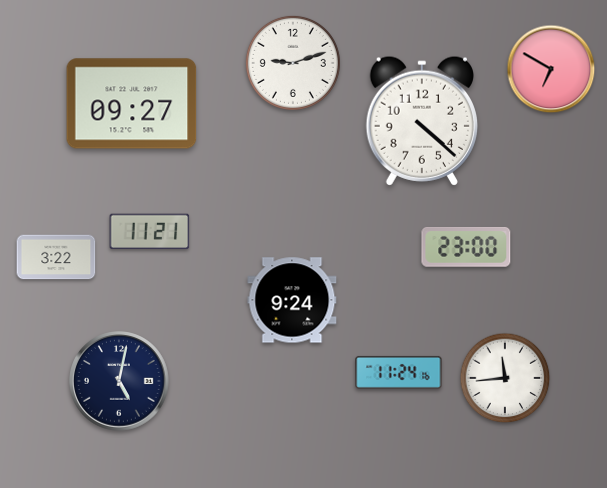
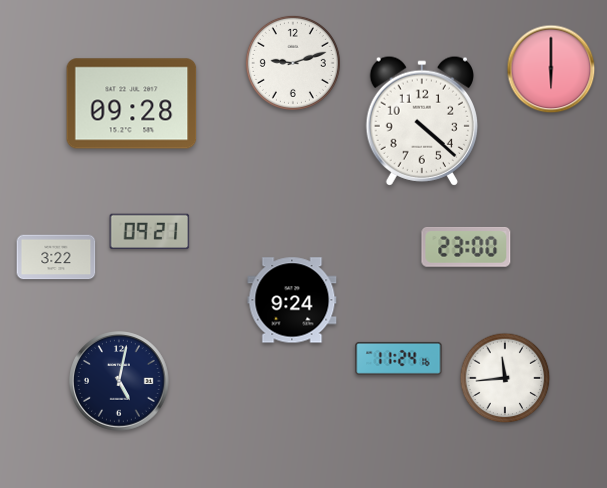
clock at (551, 69): 6:50 -> 6:00
clock at (132, 104): 09:27 -> 09:28
clock at (150, 232): 11:21 -> 09:21
clock at (399, 372) position: (399, 372) -> (399, 358)
